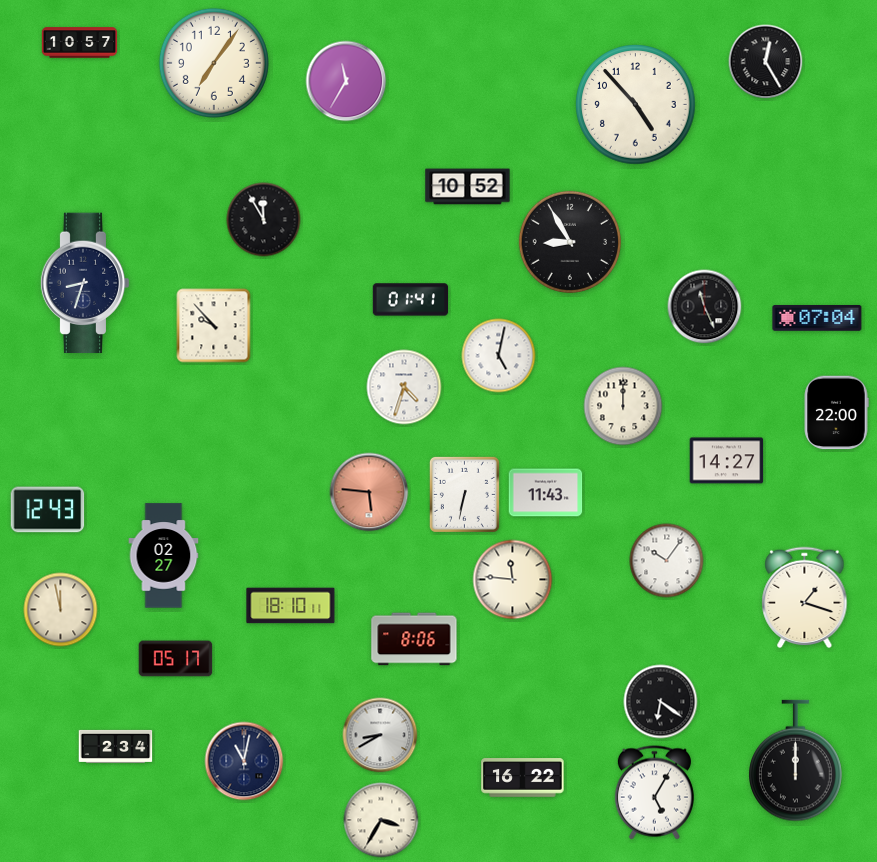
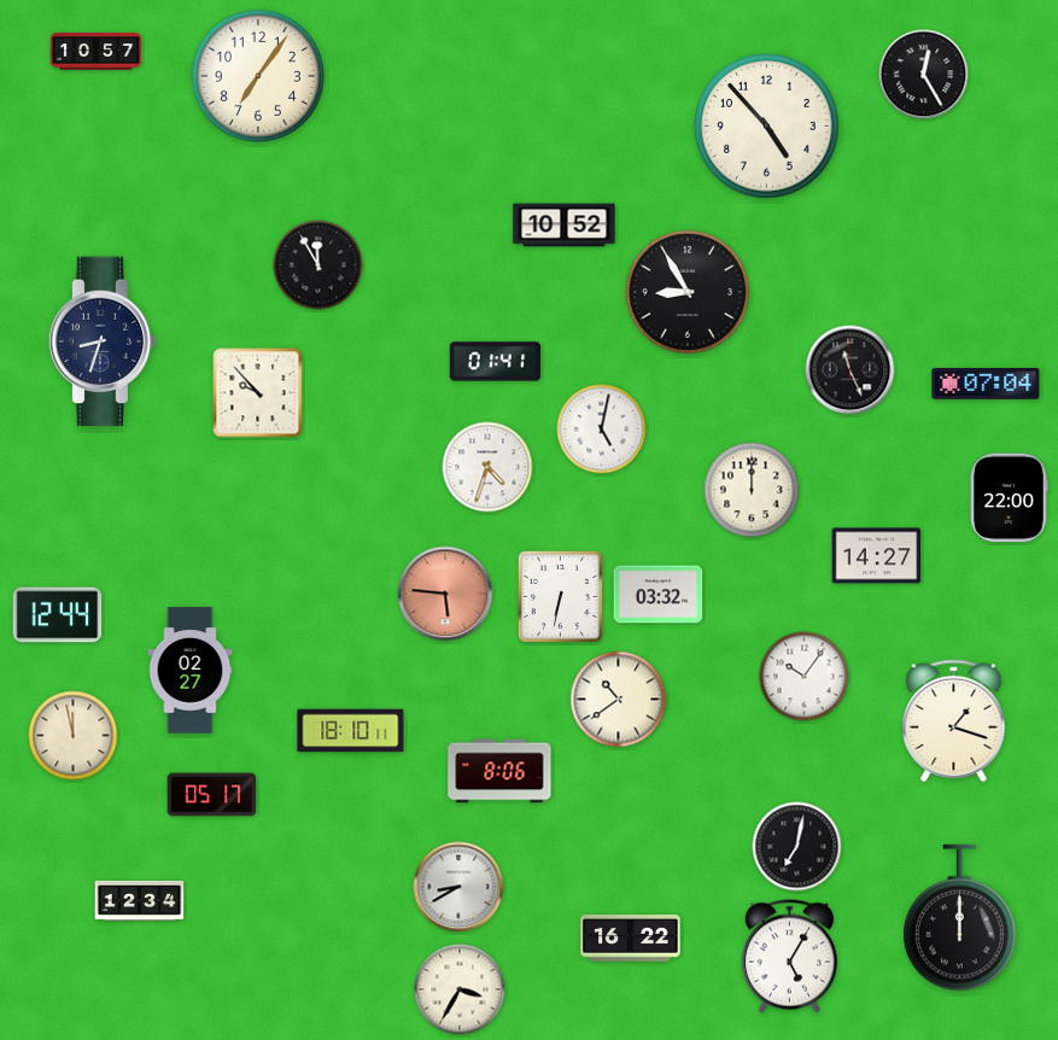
clock at (346, 81): 11:35 -> none
clock at (546, 493): 11:43 -> 03:32
clock at (48, 510): 12:43 -> 12:44
clock at (164, 556) position: (164, 556) -> (191, 671)
clock at (513, 580): 11:46 -> 10:39
clock at (805, 598) position: (805, 598) -> (954, 721)
clock at (661, 702): 6:21 -> 7:02
clock at (116, 746): 2:34 -> 12:34
clock at (244, 761): 11:02 -> none
